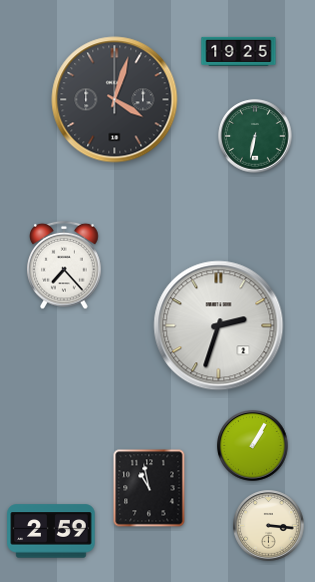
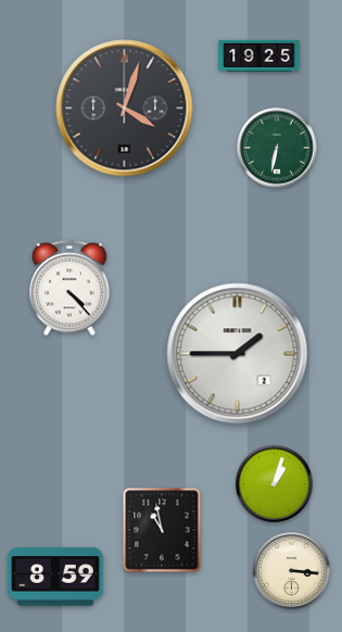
clock at (64, 265): 7:23 -> 4:23
clock at (219, 326): 2:33 -> 1:45
clock at (253, 446): 1:05 -> 1:03
clock at (51, 531): 2:59 -> 8:59
